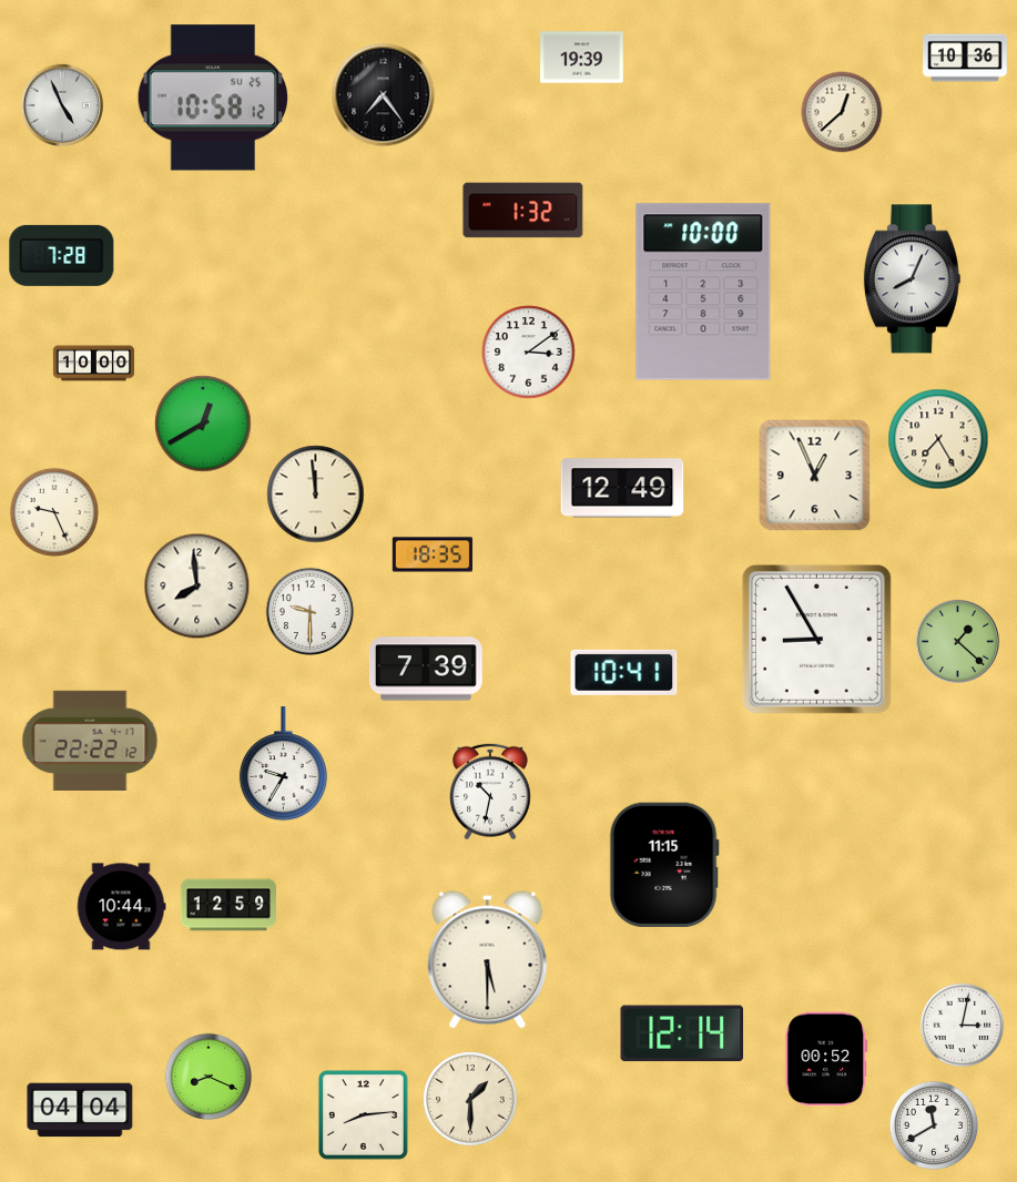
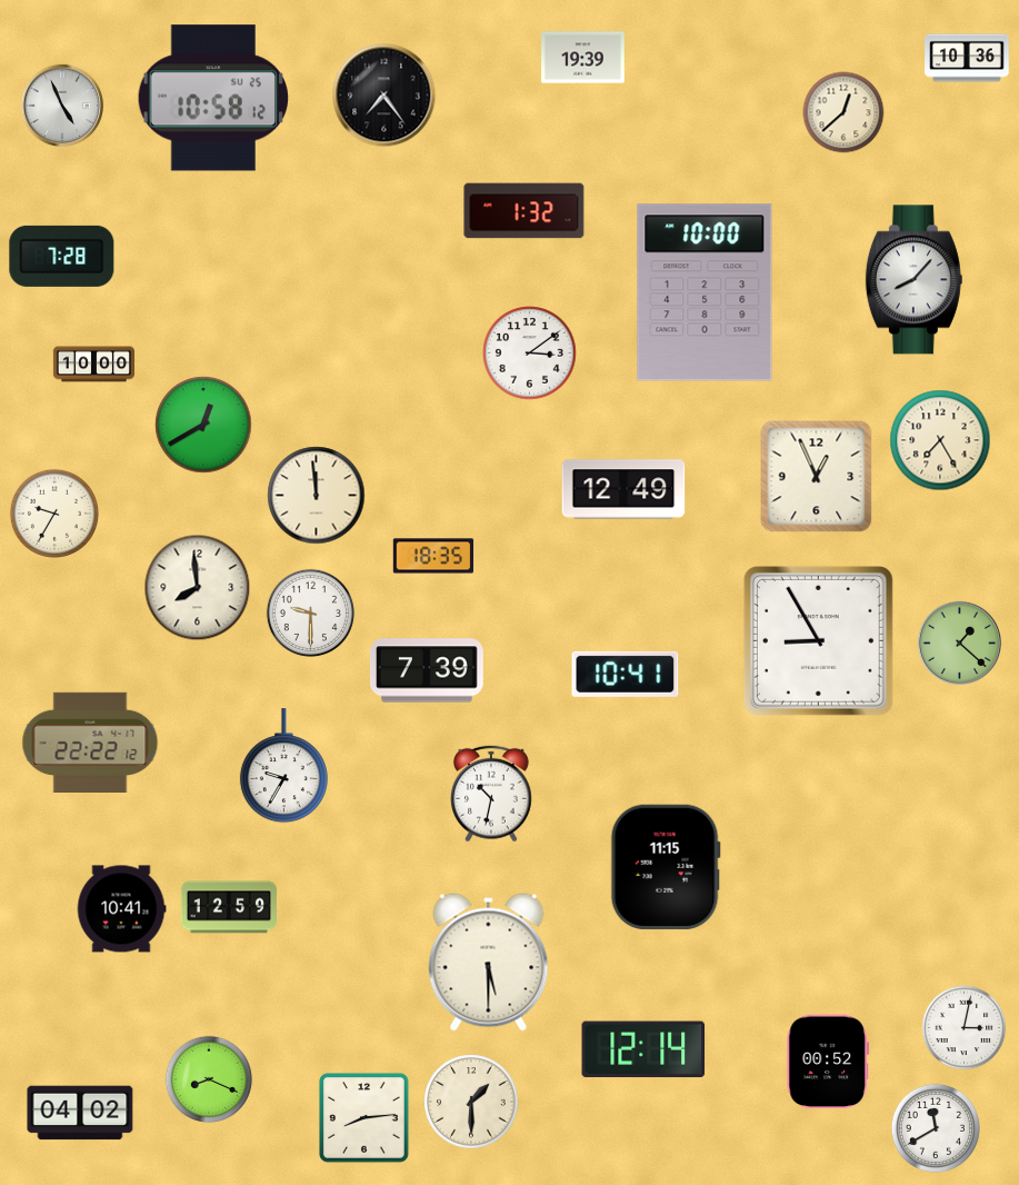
clock at (912, 279): 8:04 -> 8:07
clock at (54, 512): 9:26 -> 9:35
clock at (121, 907): 10:44 -> 10:41
clock at (682, 1033) position: (682, 1033) -> (643, 1049)
clock at (80, 1110): 04:04 -> 04:02
